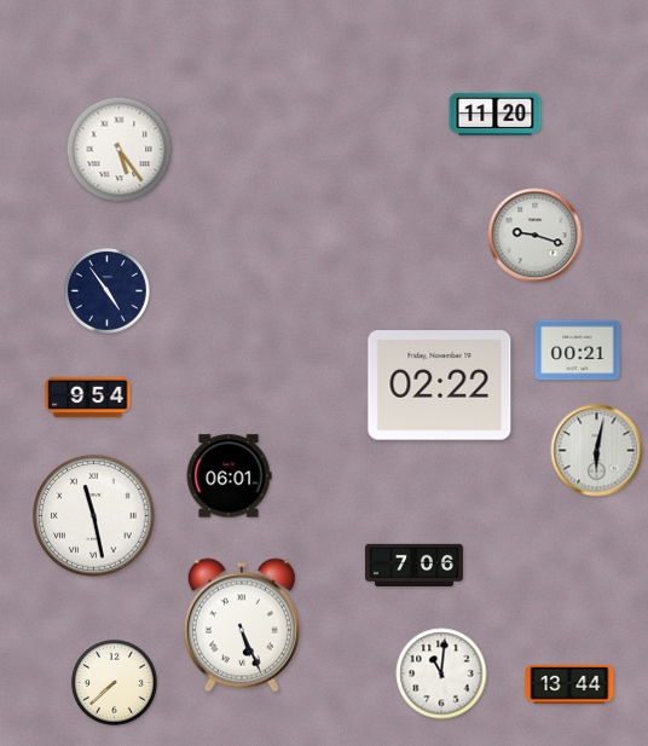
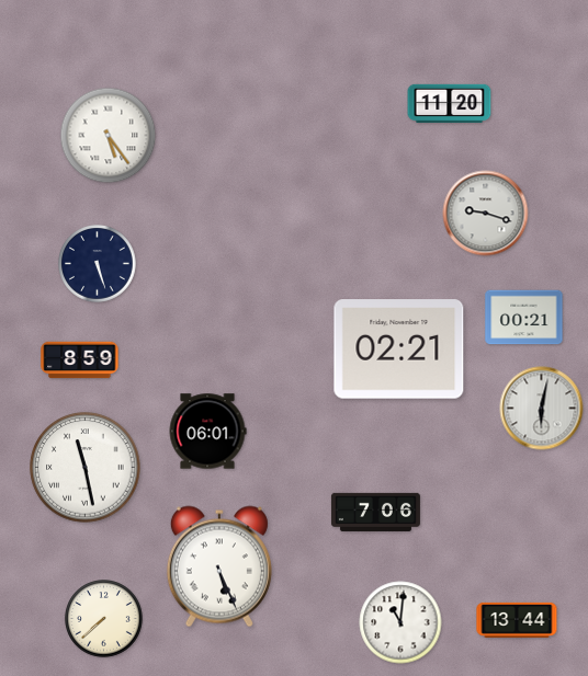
clock at (108, 291): 4:54 -> 5:27
clock at (440, 386): 02:22 -> 02:21
clock at (88, 398): 9:54 -> 8:59
clock at (441, 673) position: (441, 673) -> (400, 622)
